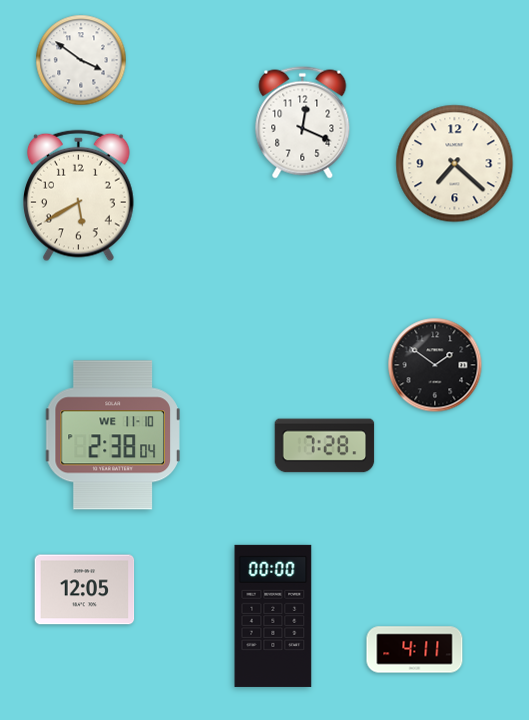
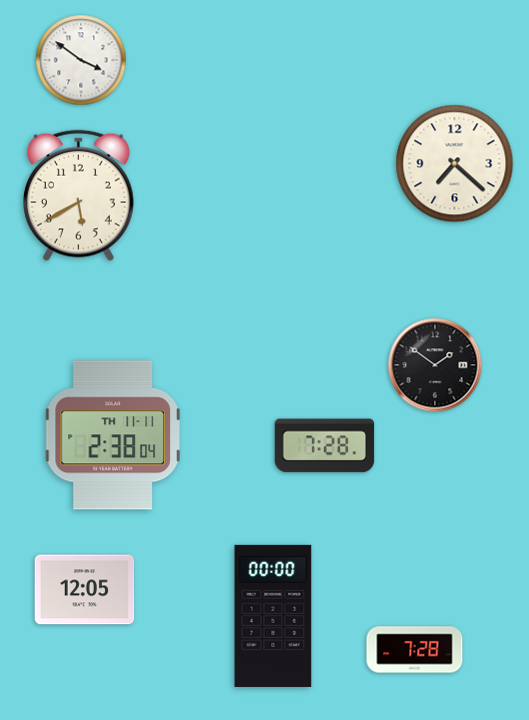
clock at (303, 123): 12:19 -> none
clock at (113, 435) date: WE 11-10 -> TH 11-11
clock at (415, 650): 4:11 -> 7:28
